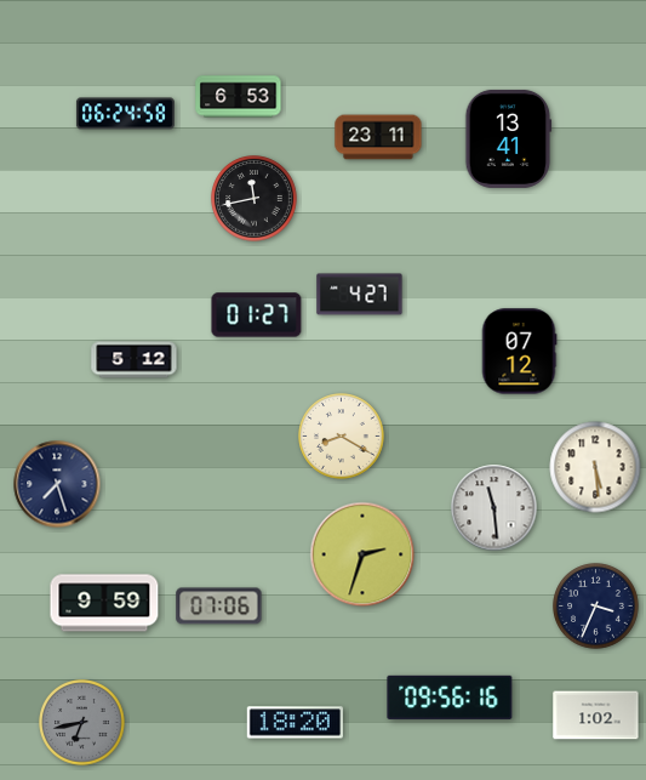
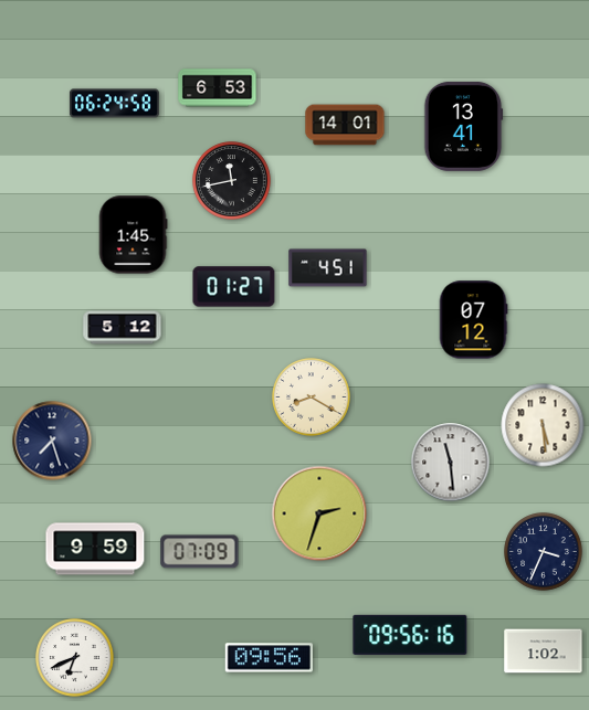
clock at (378, 137): 23:11 -> 14:01
clock at (133, 235): none -> 1:45
clock at (360, 295): 4:27 -> 4:51
clock at (362, 554) position: (362, 554) -> (319, 513)
clock at (219, 607): 07:06 -> 07:09
clock at (82, 723): 6:43 -> 6:41
clock at (82, 723) dial: grey -> white
clock at (295, 723): 18:20 -> 09:56
